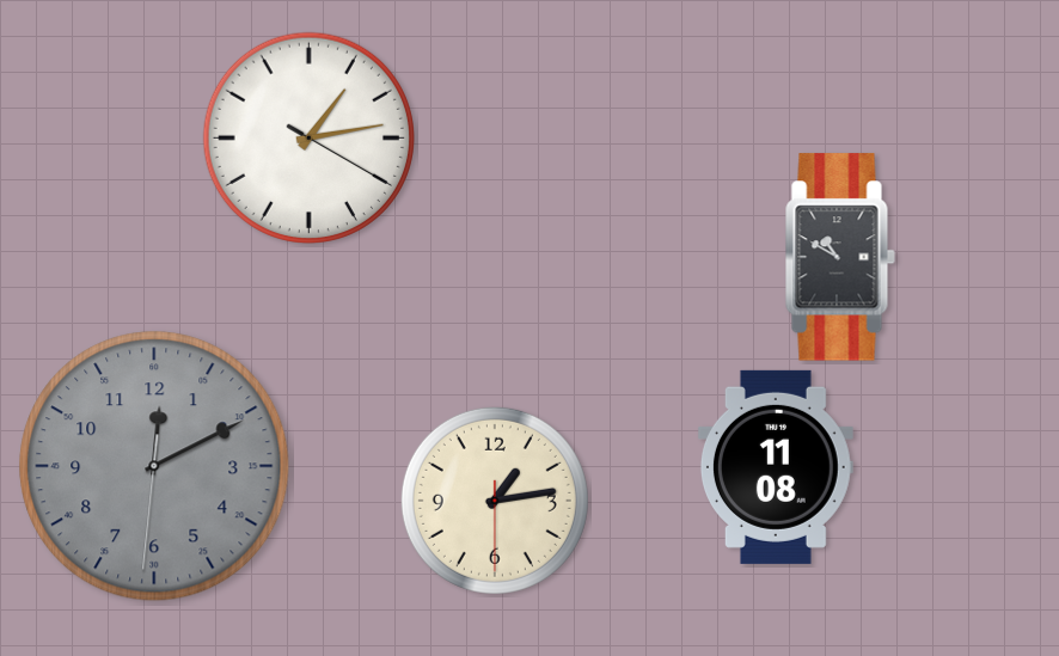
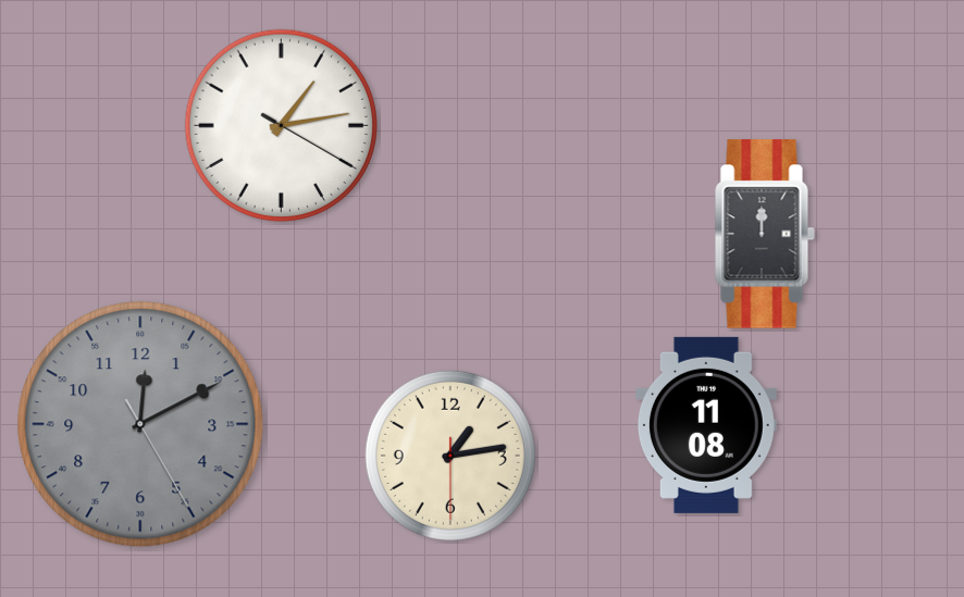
clock at (840, 257): 10:50 -> 12:00
clock at (154, 466): 12:10:31 -> 12:10:25
